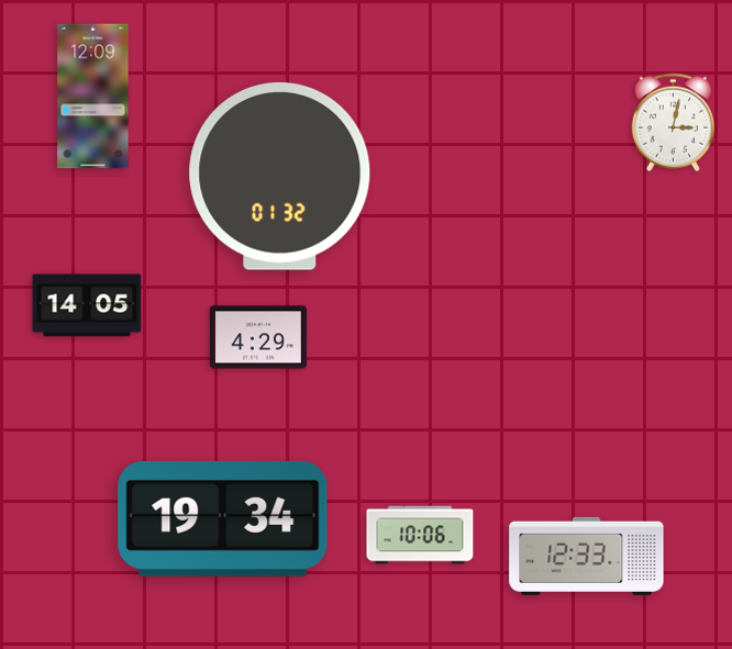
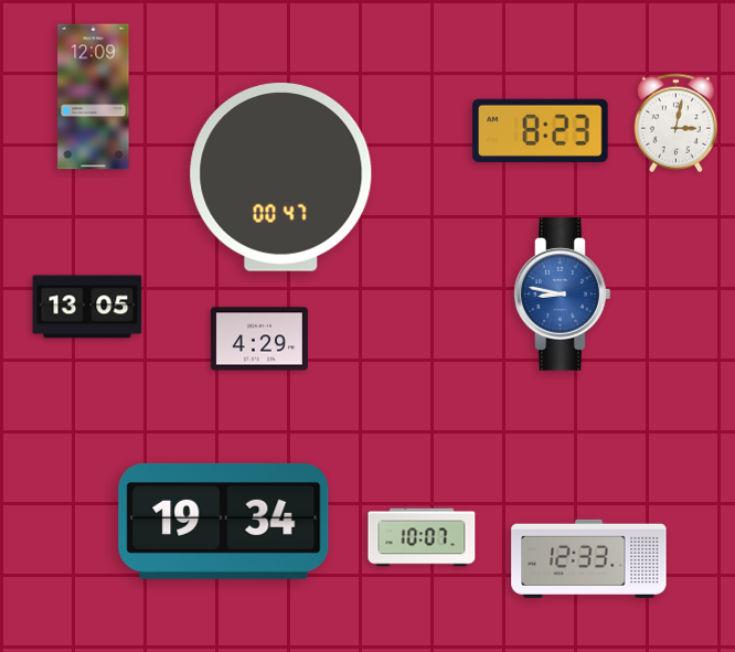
clock at (541, 130): none -> 8:23
clock at (280, 176): 01:32 -> 00:47
clock at (563, 295): none -> 8:47
clock at (87, 305): 14:05 -> 13:05
clock at (420, 535): 10:06 -> 10:07
